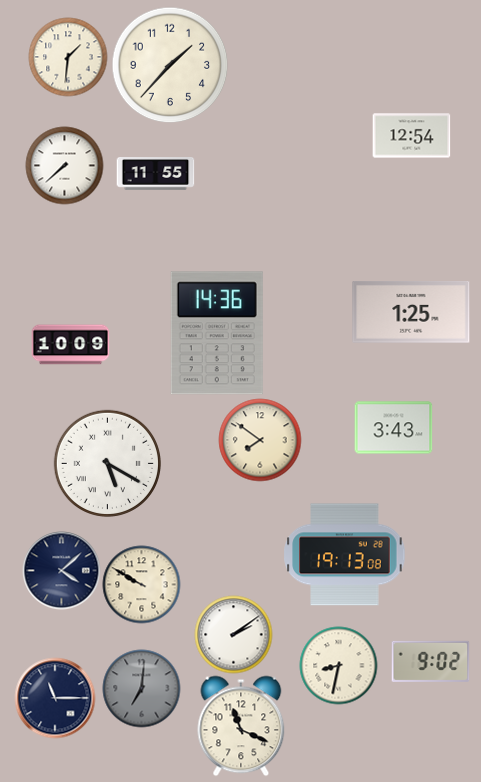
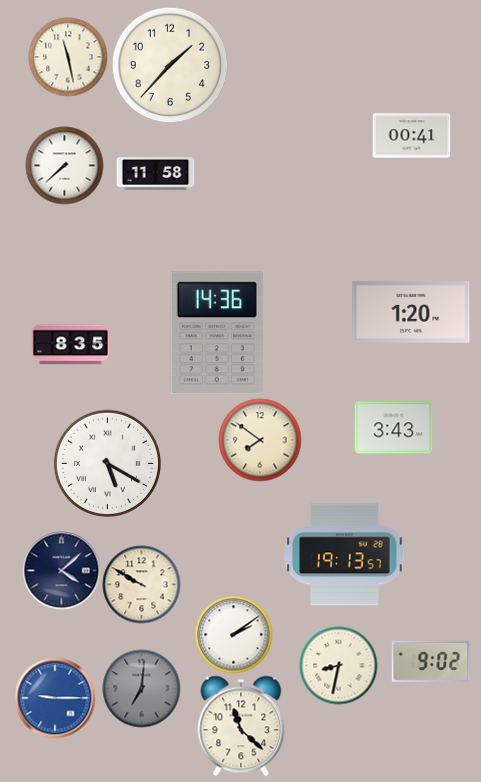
clock at (68, 57): 1:31 -> 11:28
clock at (411, 136): 12:54 -> 00:41
clock at (155, 174): 11:55 -> 11:58
clock at (411, 313): 1:25 -> 1:20
clock at (70, 345): 10:09 -> 8:35
clock at (345, 555): 19:13:08 -> 19:13:57
clock at (55, 698): 11:15 -> 9:15
clock at (55, 698) dial: navy -> blue
clock at (241, 726): 11:19 -> 11:22
